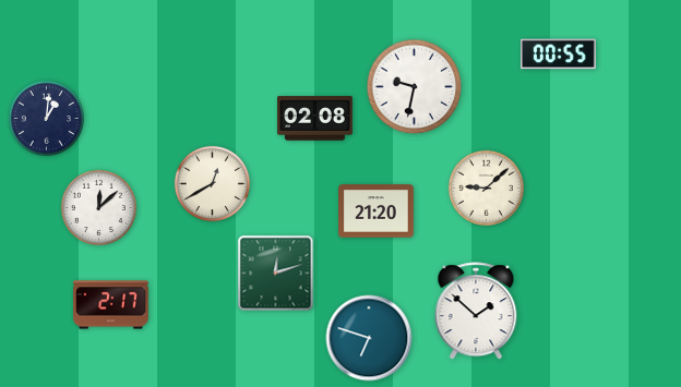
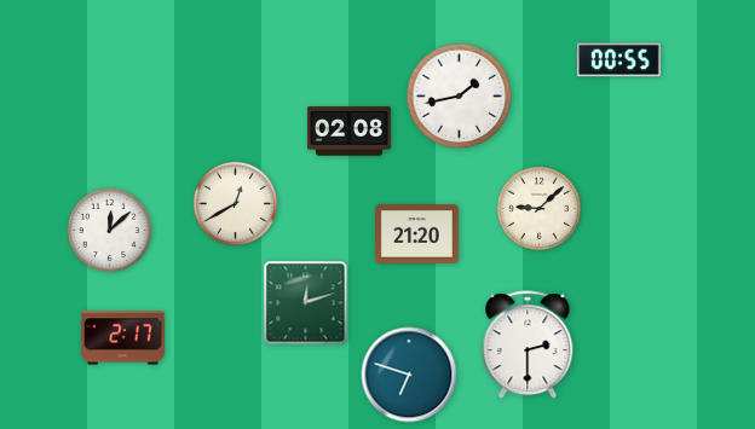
clock at (415, 87): 9:32 -> 1:43
clock at (46, 118): 1:01 -> none
clock at (476, 312): 1:52 -> 2:30
